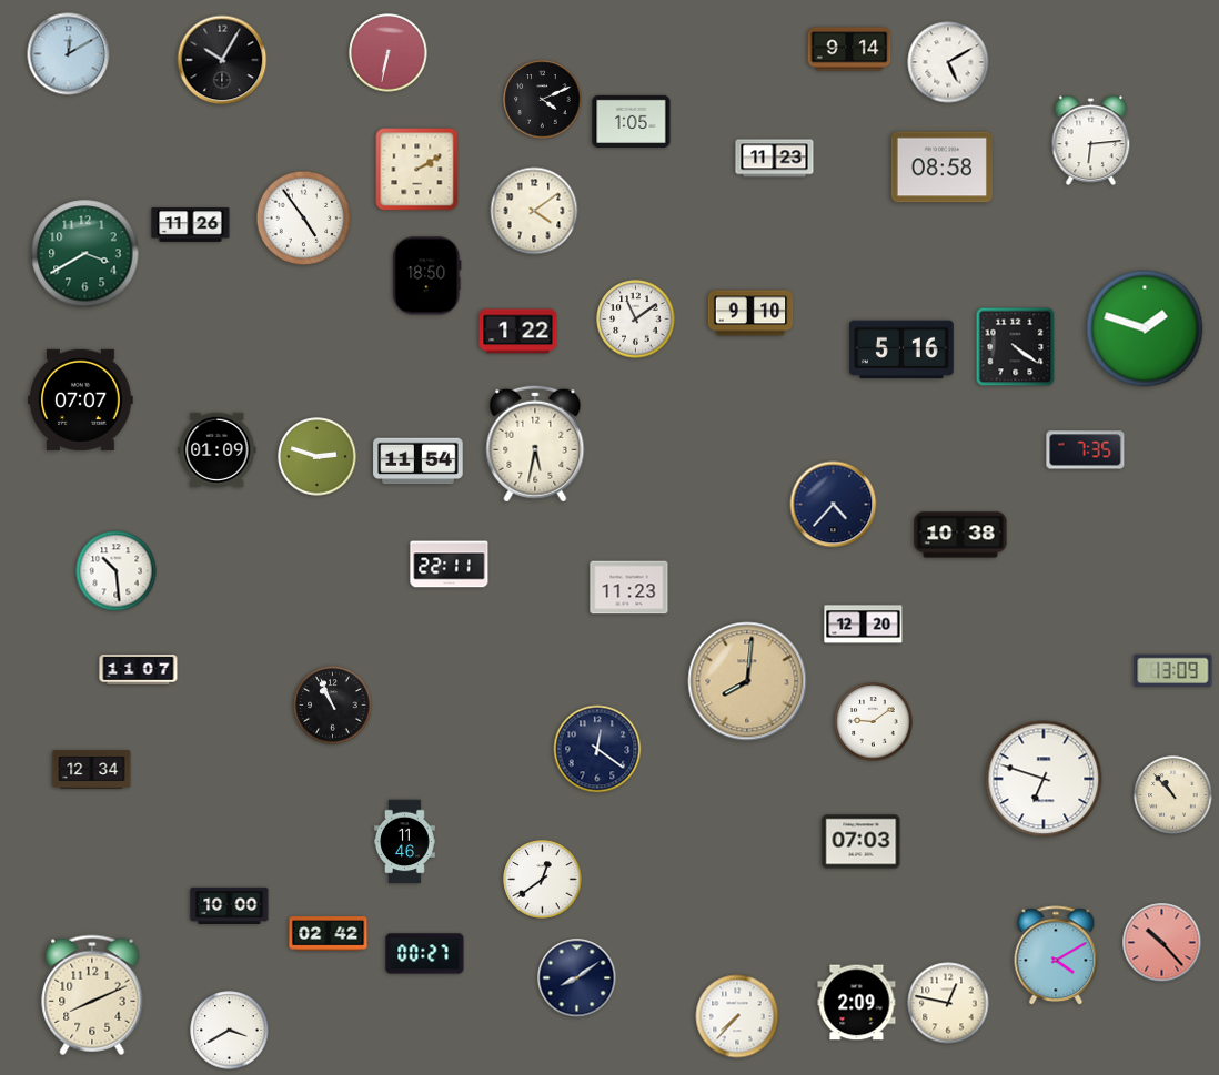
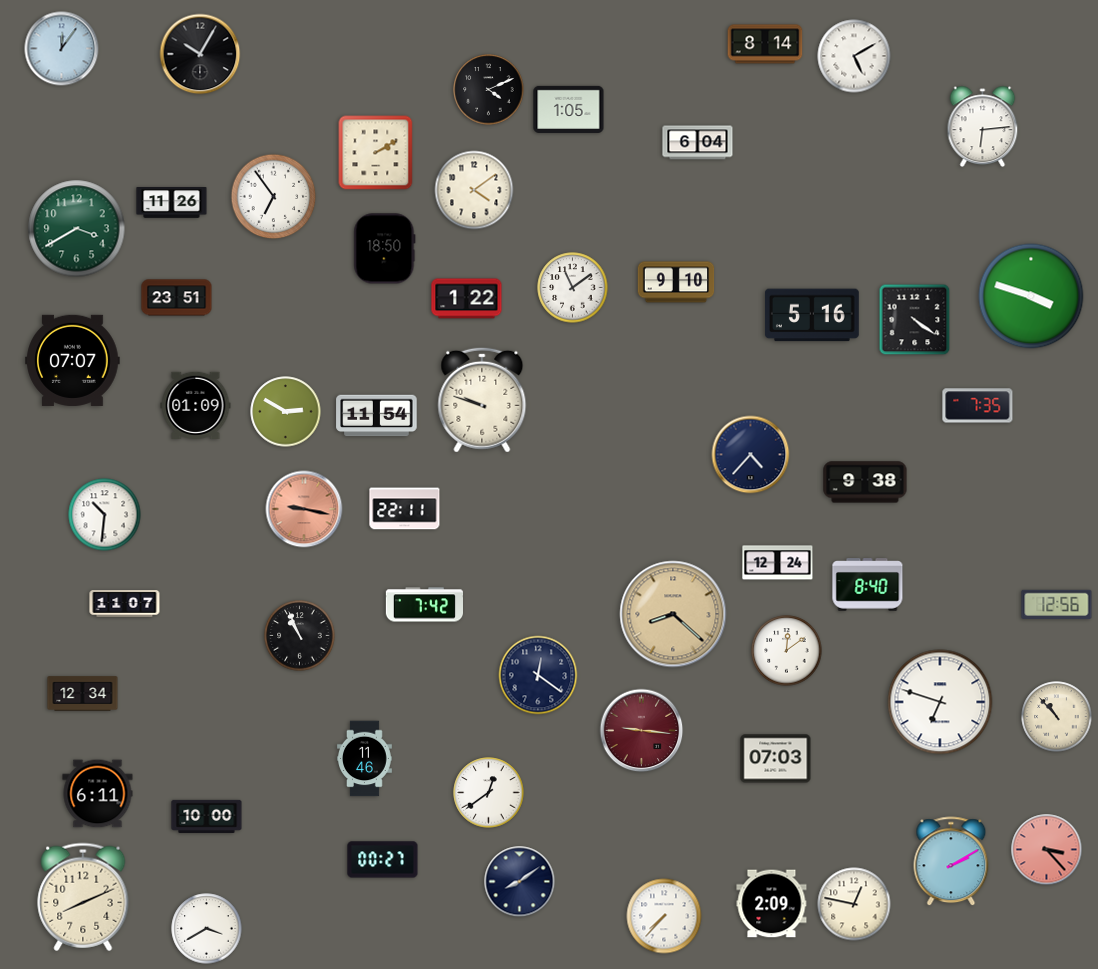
clock at (849, 49): 9:14 -> 8:14
clock at (389, 53): 6:32 -> none
clock at (69, 54): 12:10 -> 12:06
clock at (775, 159): 11:23 -> 6:04
clock at (941, 168): 08:58 -> none
clock at (534, 211) position: (534, 211) -> (474, 190)
clock at (304, 219): 4:54 -> 6:54
clock at (1145, 328): 1:48 -> 3:48
clock at (177, 298): none -> 23:51
clock at (1016, 347) position: (1016, 347) -> (915, 320)
clock at (535, 444): 5:32 -> 9:48
clock at (318, 457): 2:48 -> 2:50
clock at (960, 535): 10:38 -> 9:38
clock at (304, 509): none -> 9:17
clock at (117, 571): 10:29 -> 10:31
clock at (629, 588): 11:23 -> none
clock at (864, 625): 12:20 -> 12:24
clock at (868, 585): none -> 8:40
clock at (1173, 670): 13:09 -> 12:56
clock at (424, 605): none -> 7:42
clock at (747, 681): 8:01 -> 8:22
clock at (874, 722): 9:09 -> 12:09
clock at (642, 731): none -> 9:16
clock at (98, 794): none -> 6:11
clock at (329, 934): 02:42 -> none
clock at (1162, 943): 10:23 -> 3:23
clock at (1056, 956): 4:10 -> 2:10
